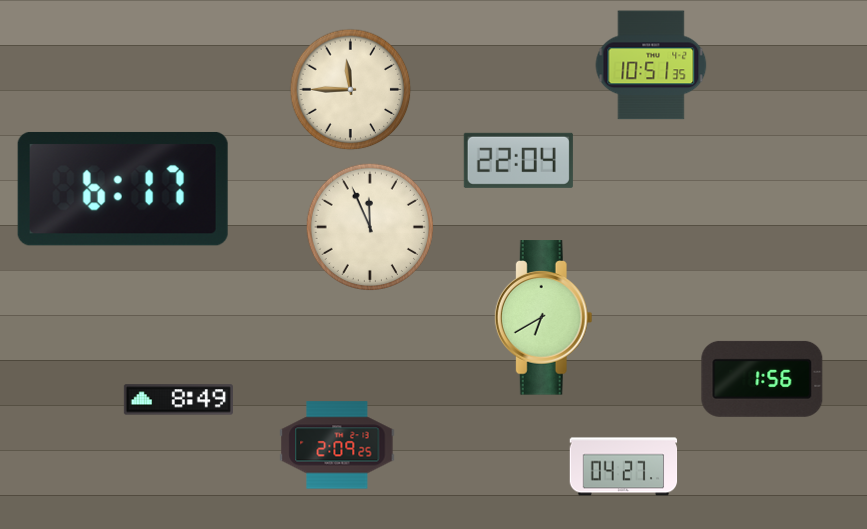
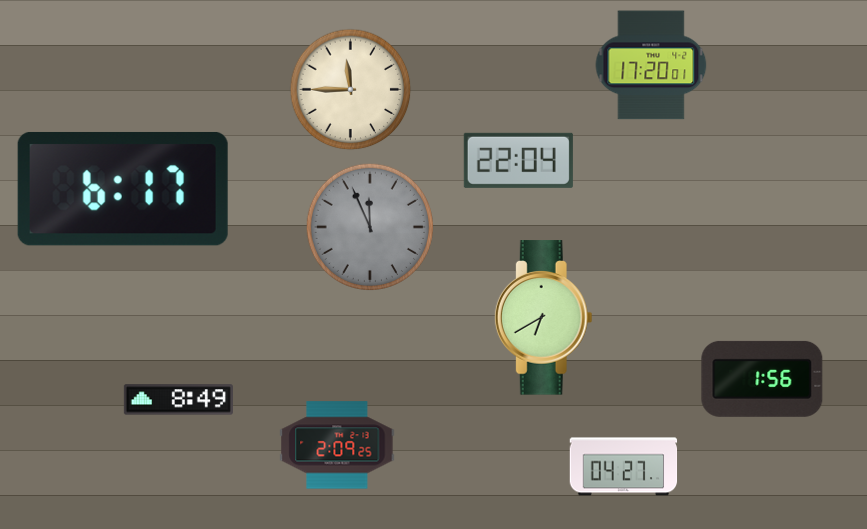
clock at (651, 65): 10:51 -> 17:20
clock at (370, 227) dial: cream -> grey
